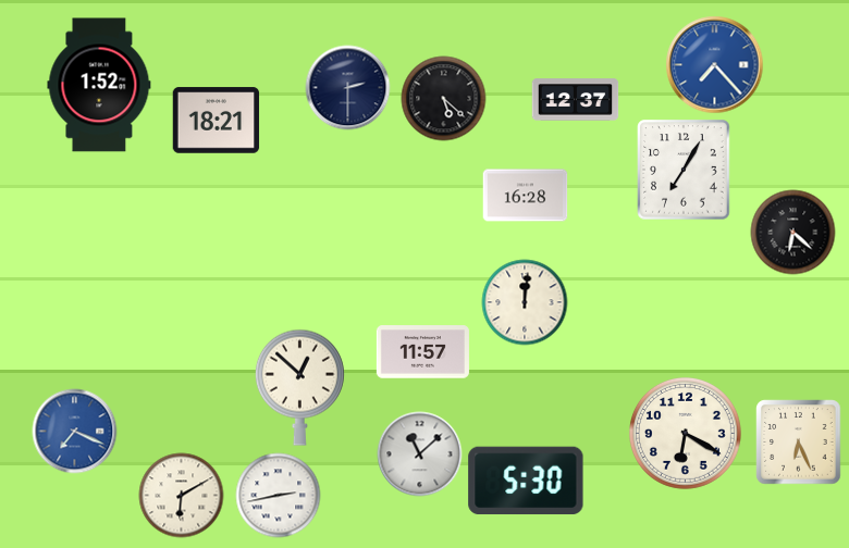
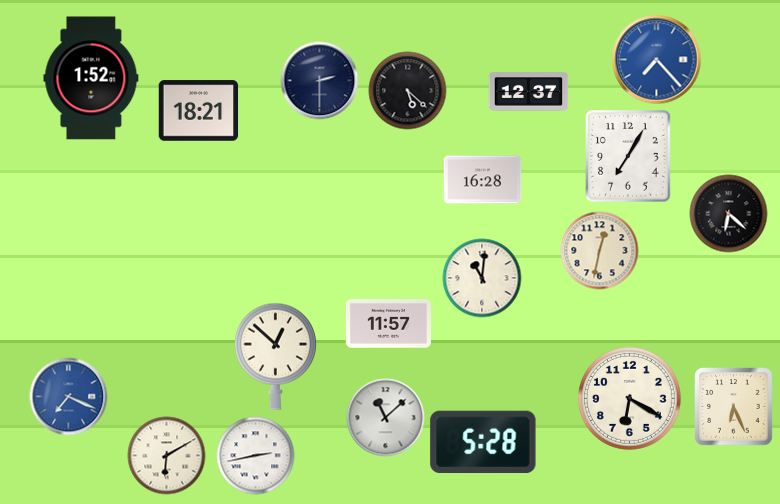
clock at (599, 250): none -> 12:32
clock at (525, 302): 12:01 -> 11:01
clock at (526, 481): 5:30 -> 5:28
